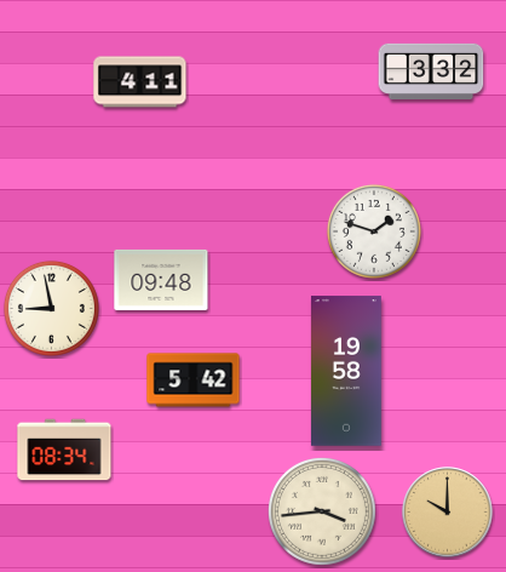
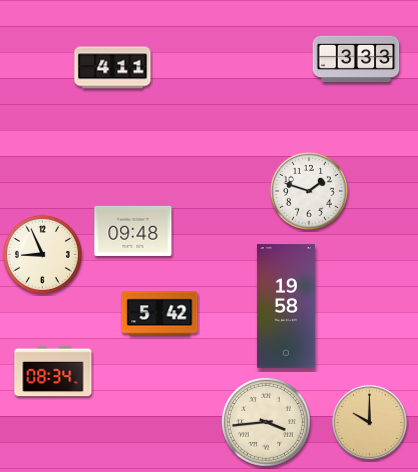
clock at (431, 70): 3:32 -> 3:33
clock at (140, 82) position: (140, 82) -> (113, 68)
clock at (51, 308): 8:58 -> 8:56
